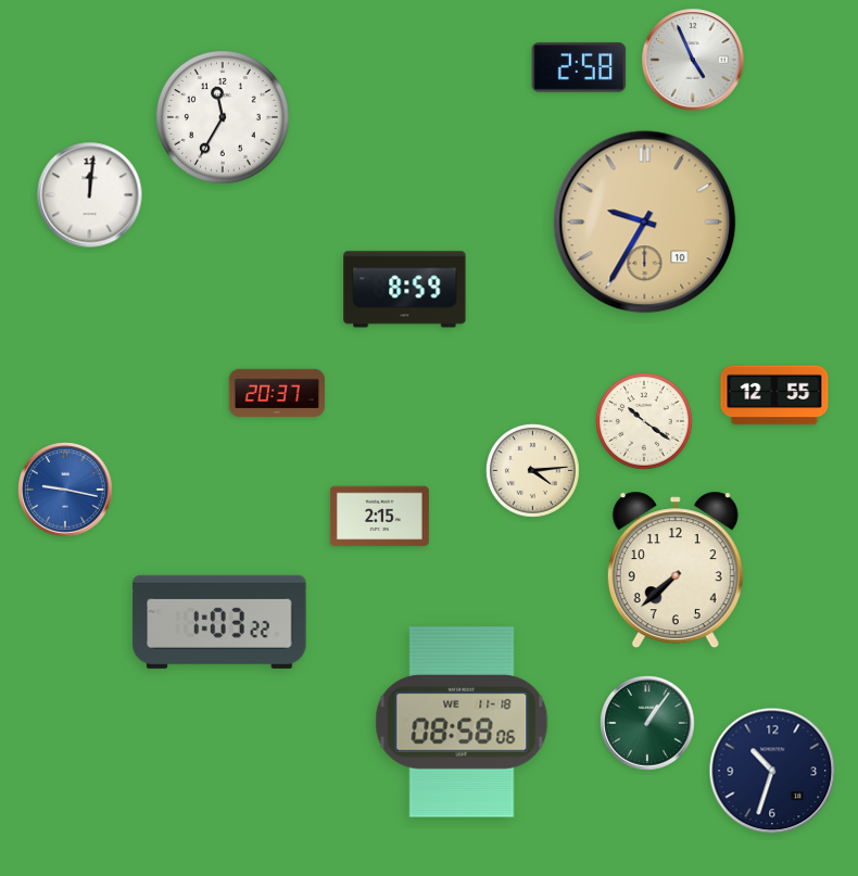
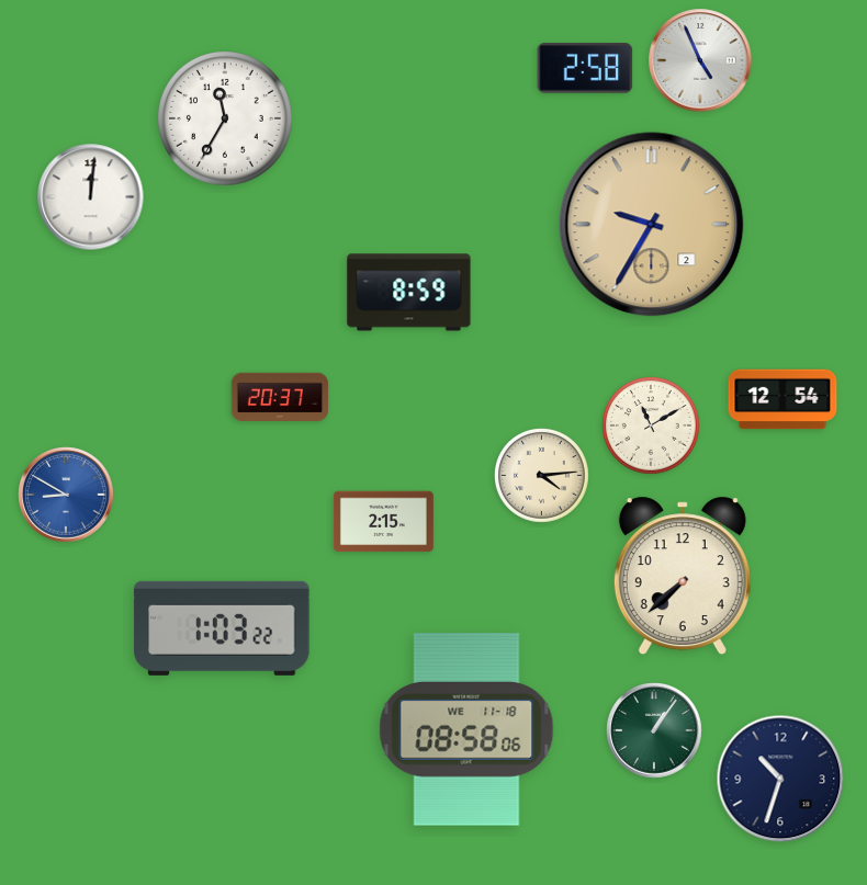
clock at (645, 223) date: 10 -> 2
clock at (774, 395): 12:55 -> 12:54
clock at (644, 421): 10:21 -> 11:10
clock at (532, 470) position: (532, 470) -> (541, 475)
clock at (65, 490): 9:17 -> 8:50
